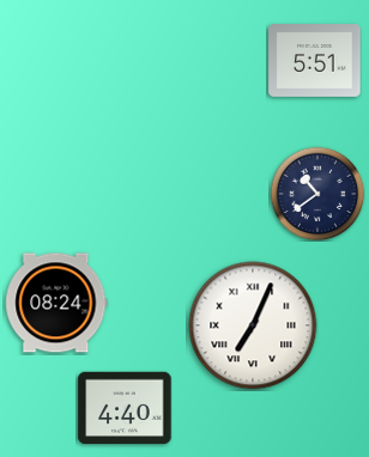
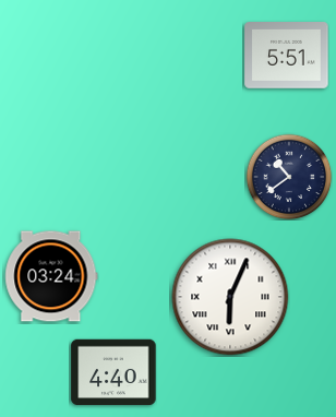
clock at (56, 303): 08:24 -> 03:24
clock at (253, 325): 7:04 -> 6:04
